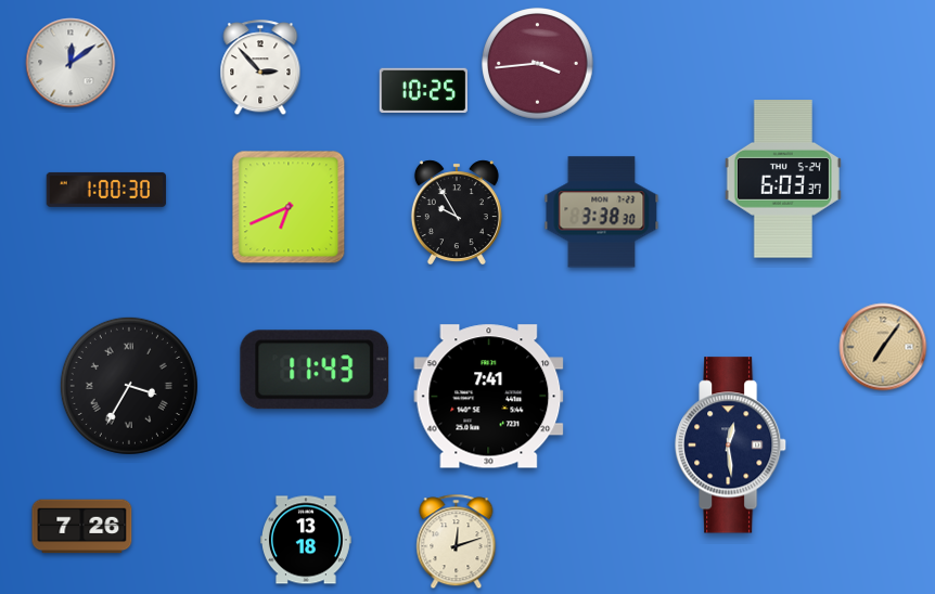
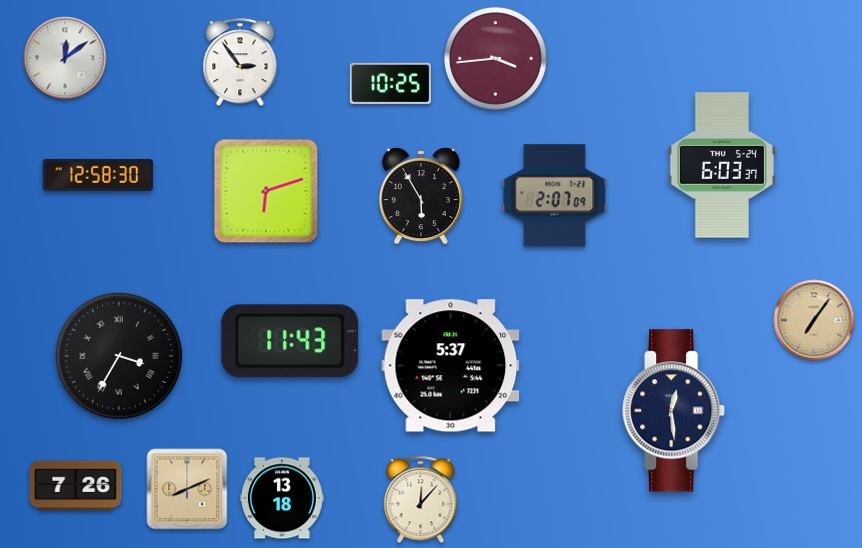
clock at (260, 68): 2:53 -> 2:54
clock at (106, 190): 1:00 -> 12:58
clock at (289, 207): 6:41 -> 6:12
clock at (457, 212): 9:55 -> 5:55
clock at (602, 212): 3:38 -> 2:07
clock at (489, 397): 7:41 -> 5:37
clock at (187, 489): none -> 8:11
clock at (457, 542): 12:12 -> 12:07
